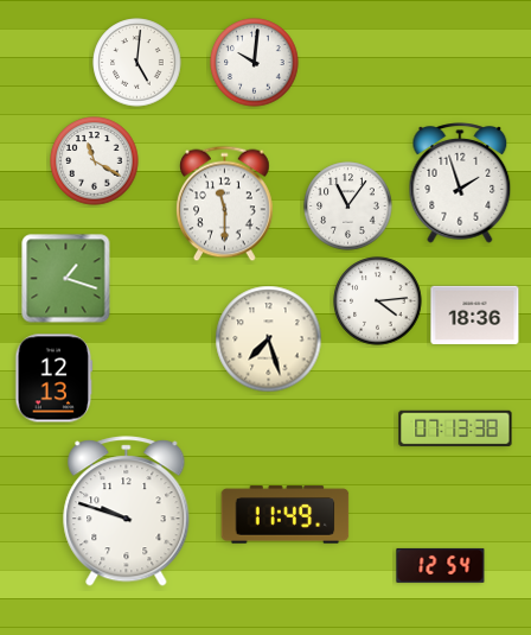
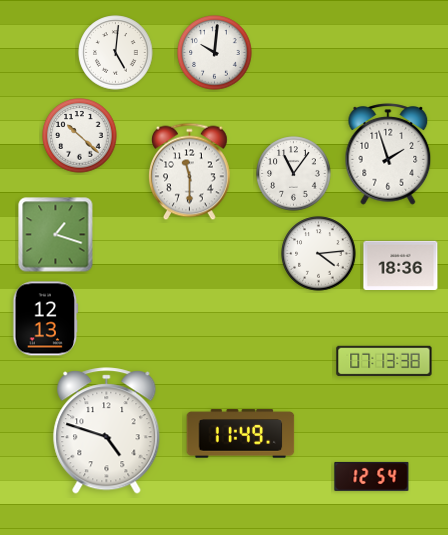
clock at (95, 161): 11:20 -> 10:22
clock at (269, 339): 7:27 -> none
clock at (127, 512): 9:48 -> 4:48
